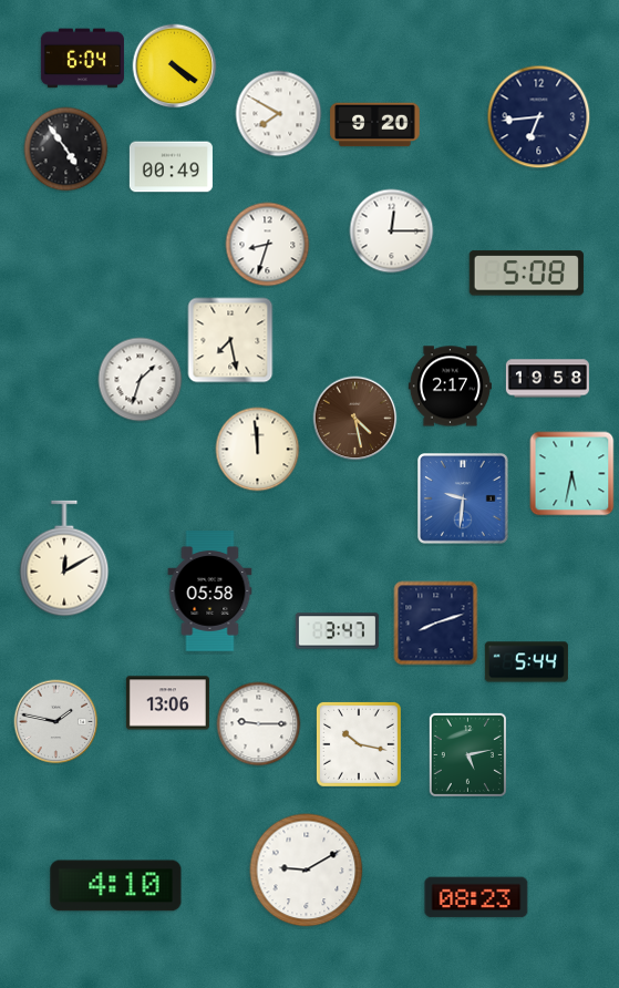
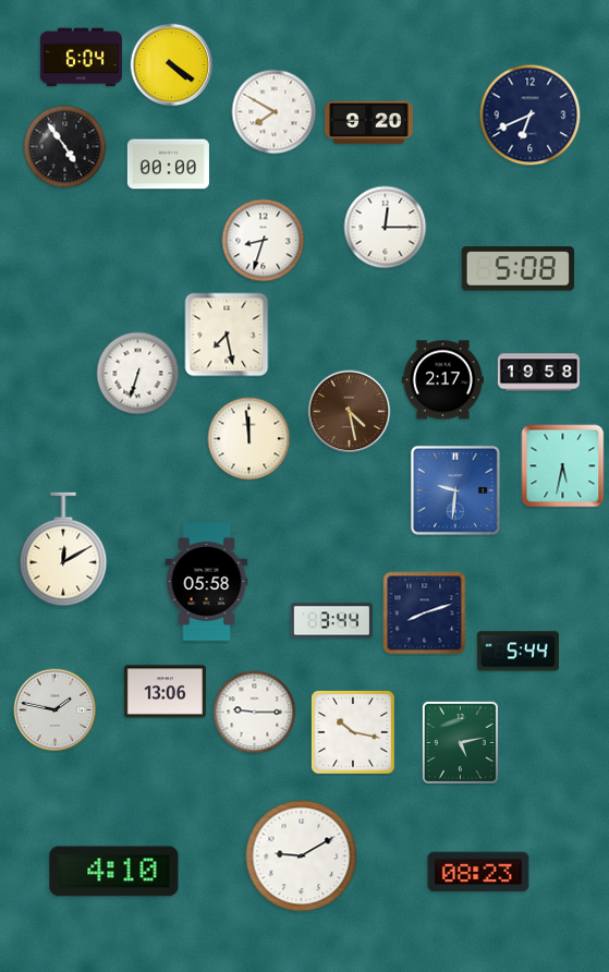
clock at (539, 117): 6:44 -> 6:41
clock at (171, 167): 00:49 -> 00:00
clock at (141, 380): 1:33 -> 6:33
clock at (258, 450) position: (258, 450) -> (249, 439)
clock at (436, 624) position: (436, 624) -> (425, 613)
clock at (337, 631): 3:47 -> 3:44
clock at (476, 897) position: (476, 897) -> (478, 872)
